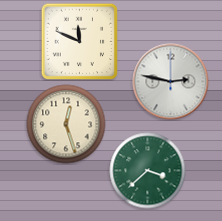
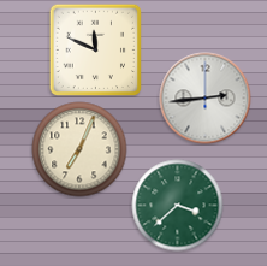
clock at (171, 82): 2:47 -> 2:44
clock at (66, 124): 12:27 -> 7:04
